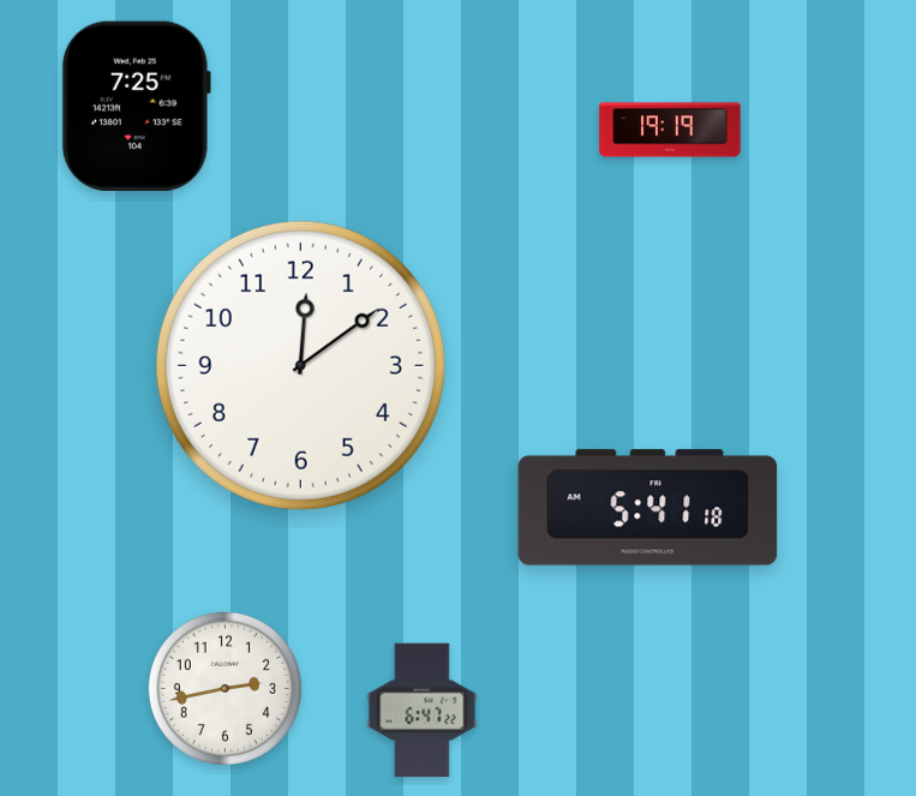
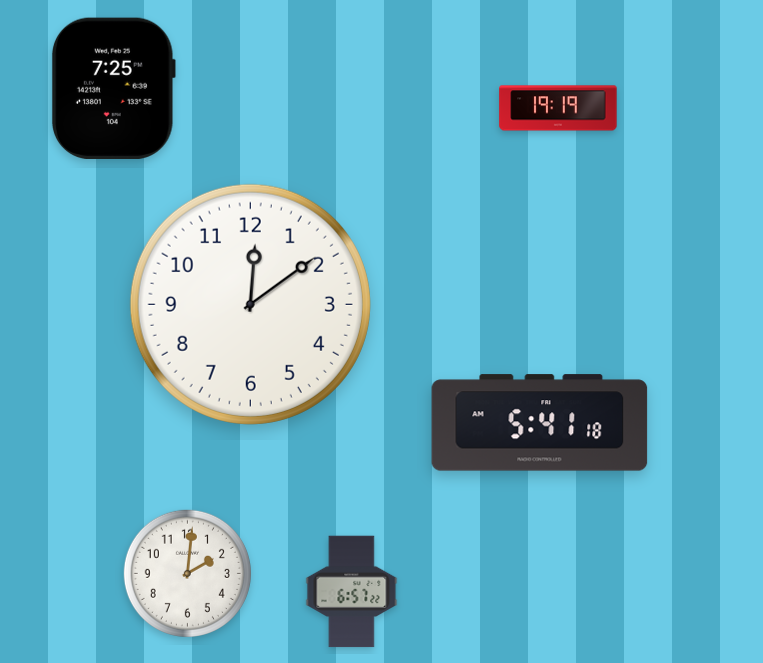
clock at (224, 688): 2:43 -> 2:01
clock at (423, 711): 6:47 -> 6:57
